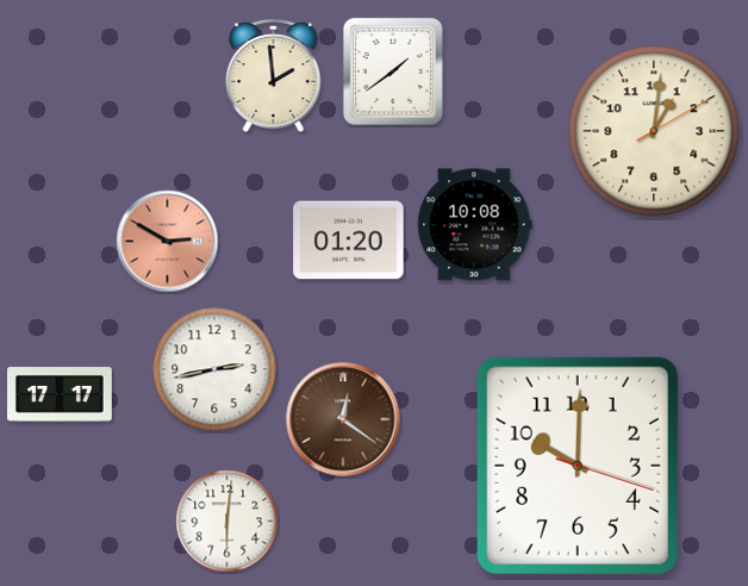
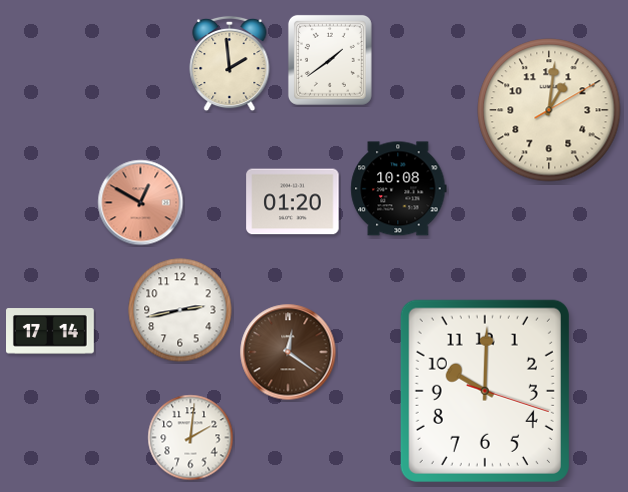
clock at (168, 242): 2:50 -> 12:50
clock at (61, 394): 17:17 -> 17:14
clock at (227, 522): 6:01 -> 2:01
